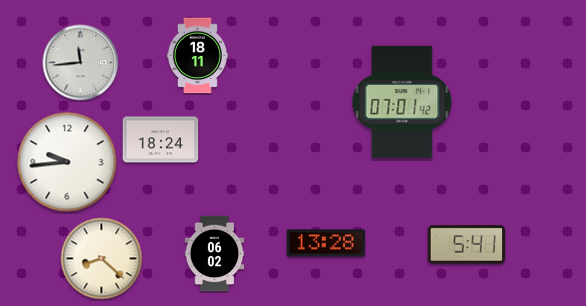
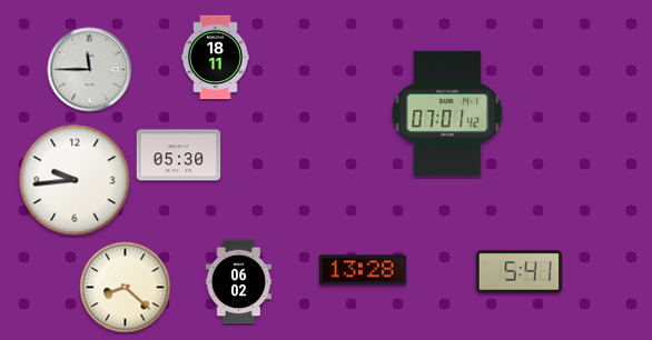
clock at (197, 56) position: (197, 56) -> (215, 58)
clock at (81, 63): 11:44 -> 11:45
clock at (161, 140): 18:24 -> 05:30
clock at (102, 259) position: (102, 259) -> (126, 288)
